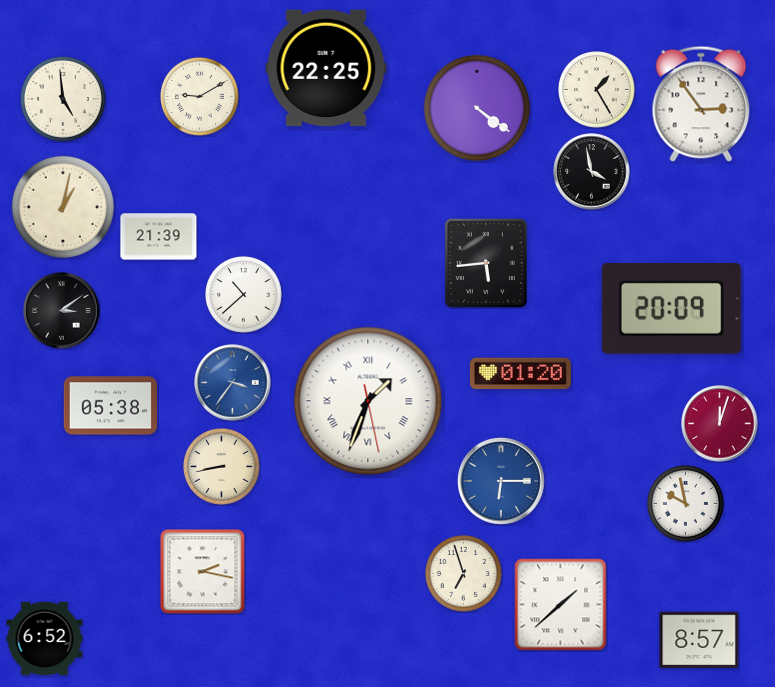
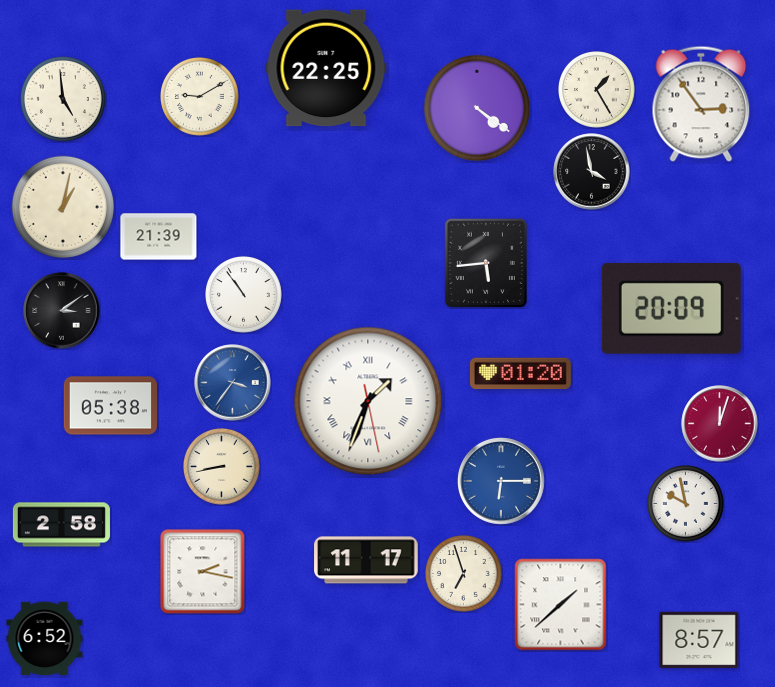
clock at (244, 295): 10:38 -> 10:54
clock at (61, 525): none -> 2:58
clock at (366, 560): none -> 11:17
